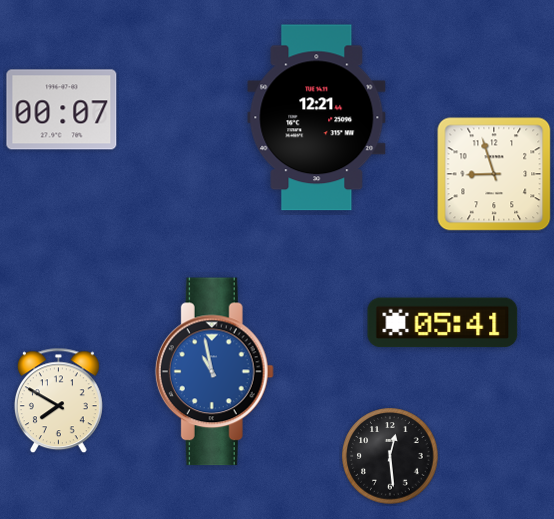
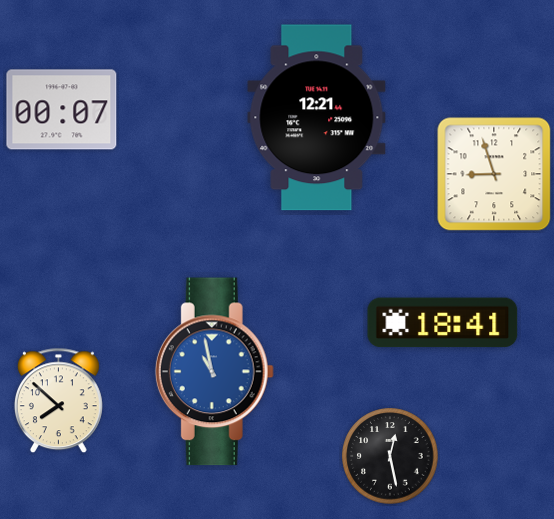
clock at (443, 323): 05:41 -> 18:41
clock at (58, 401): 7:50 -> 7:52
clock at (390, 456): 12:29 -> 12:28
